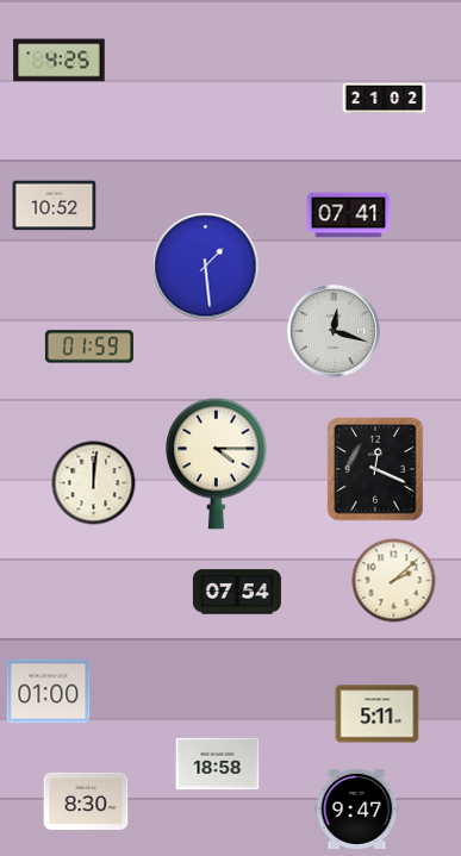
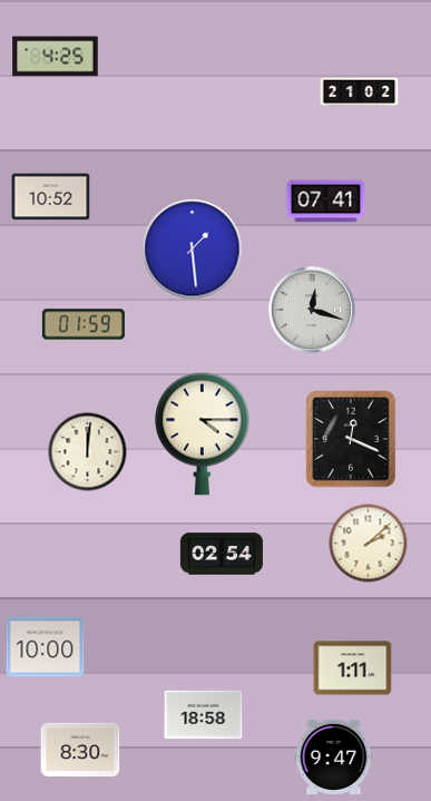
clock at (55, 206) position: (55, 206) -> (51, 197)
clock at (237, 592): 07:54 -> 02:54
clock at (49, 692): 01:00 -> 10:00
clock at (378, 714): 5:11 -> 1:11
